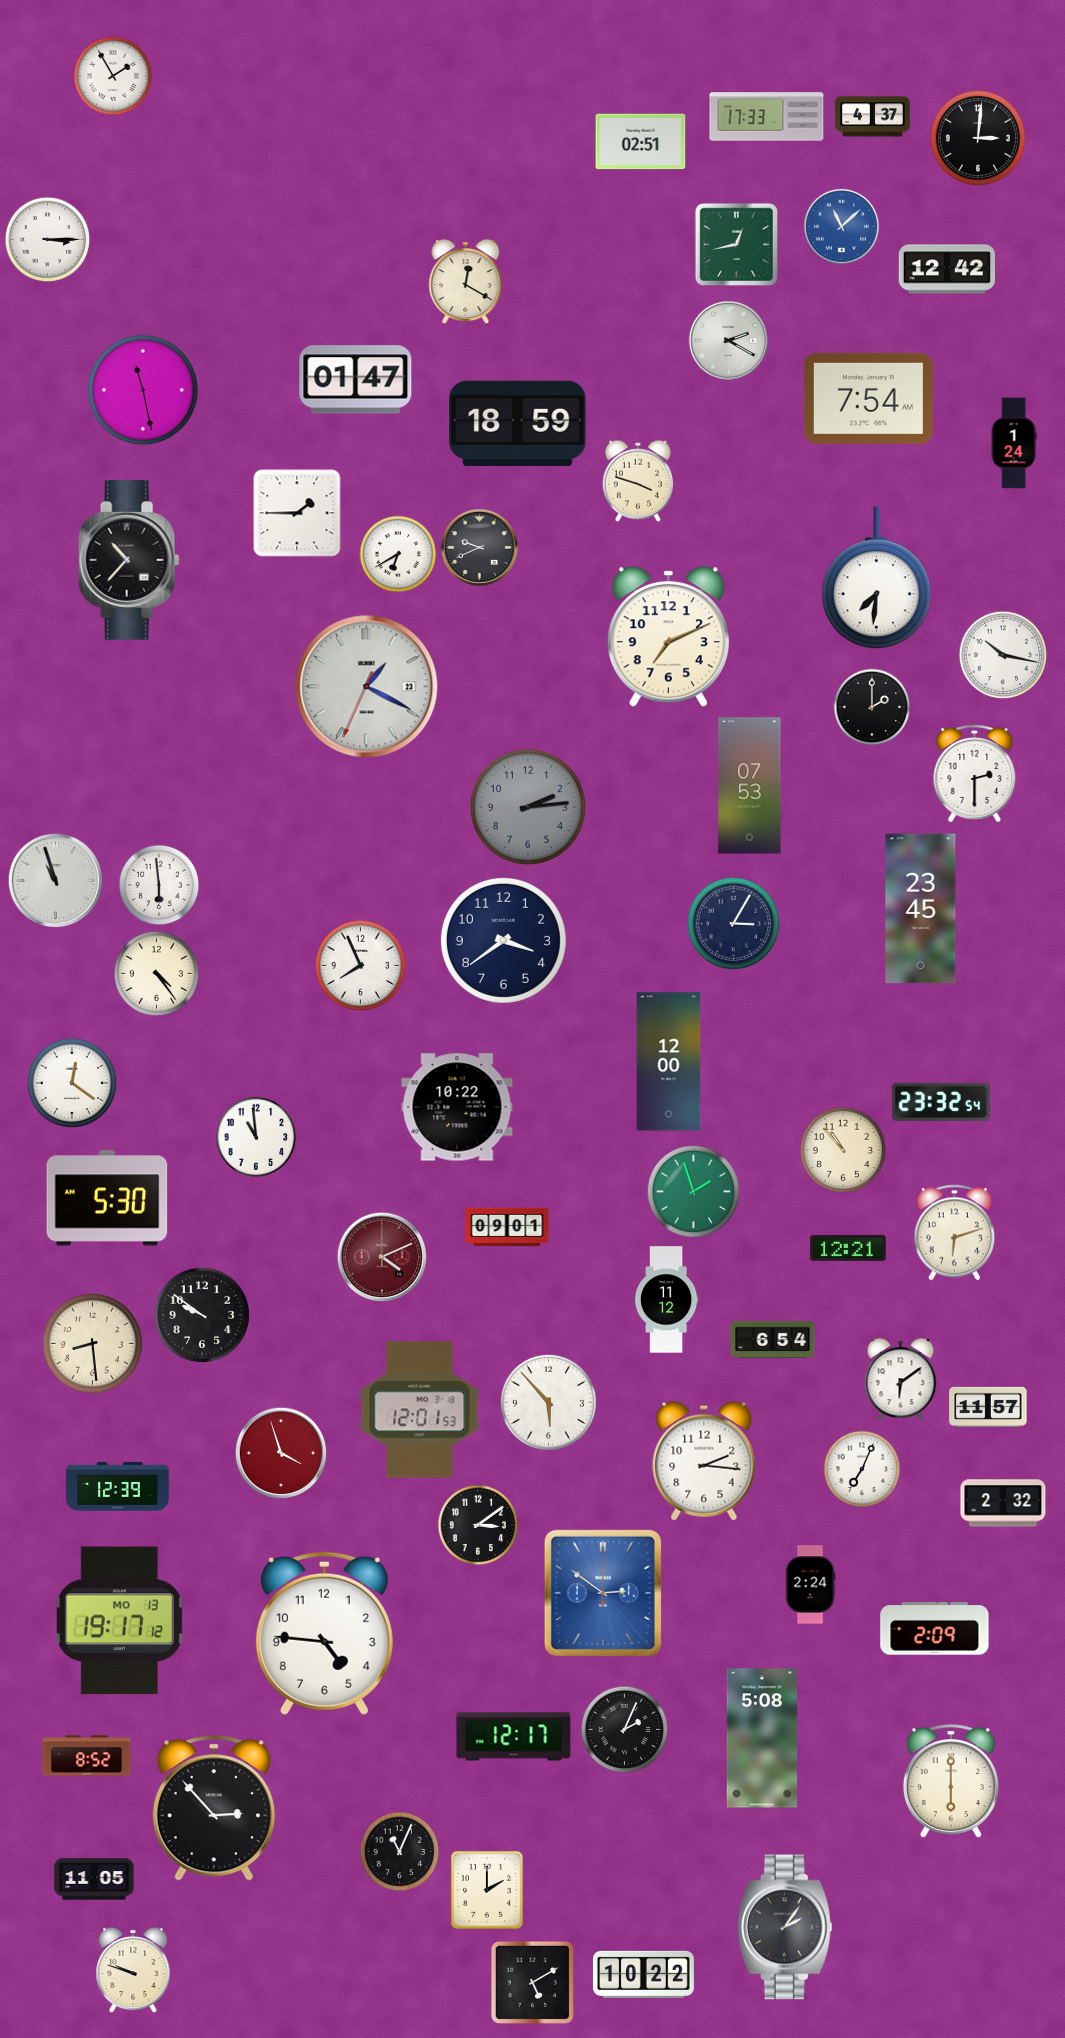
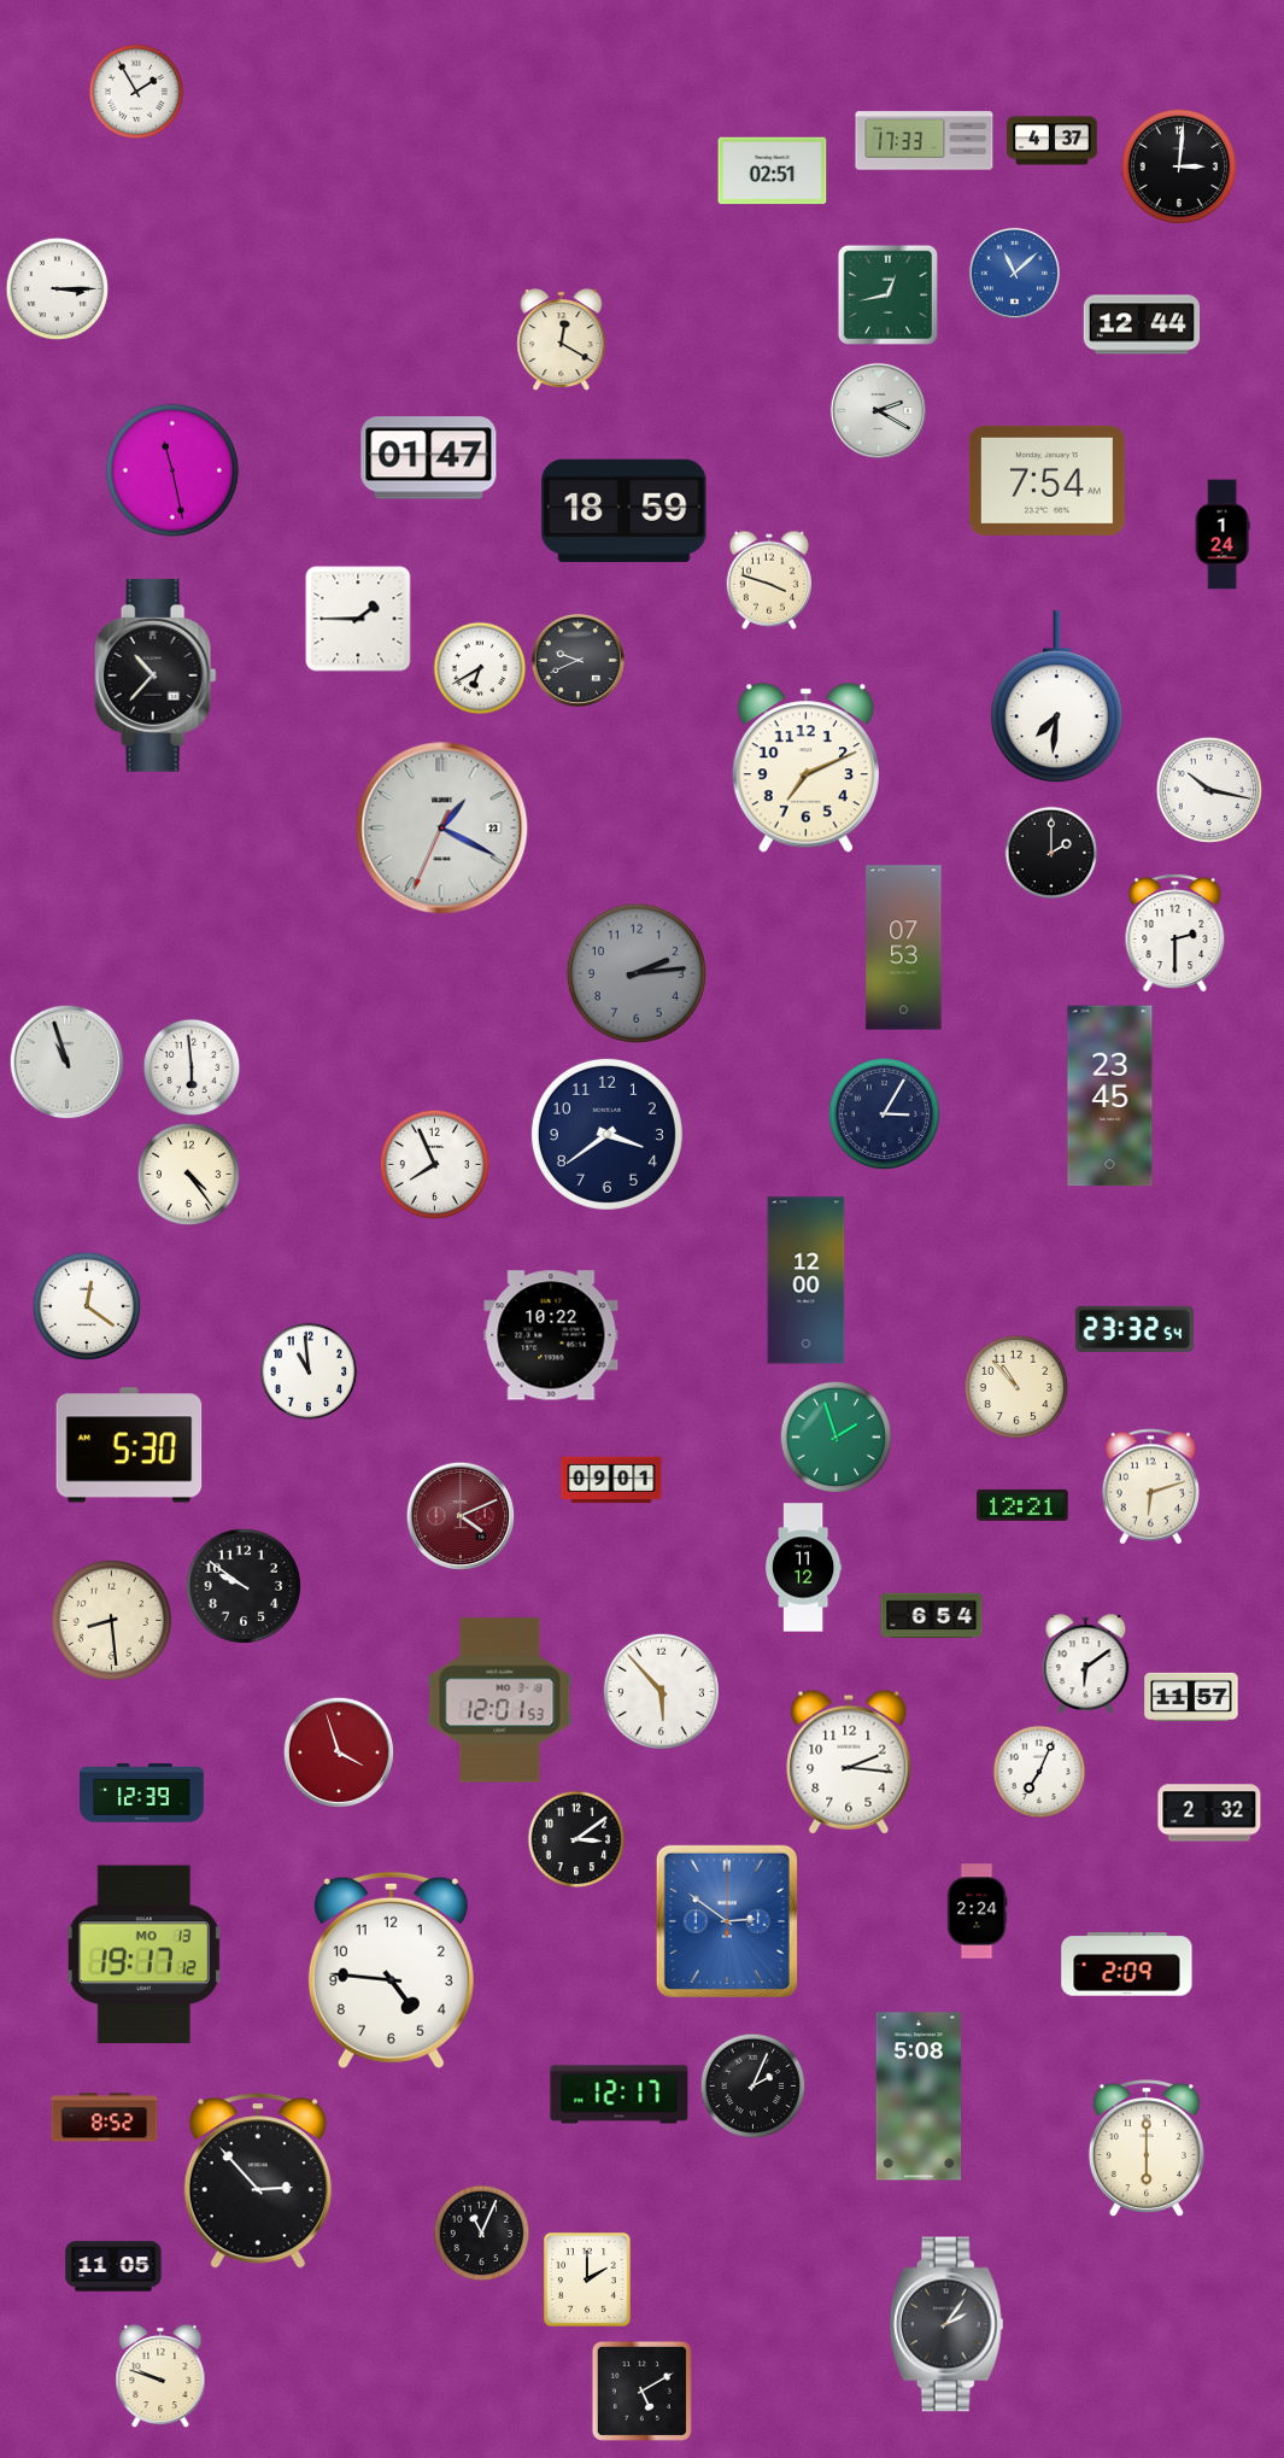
clock at (946, 269): 12:42 -> 12:44
clock at (420, 1410) position: (420, 1410) -> (500, 1701)
clock at (643, 1974): 10:22 -> none
